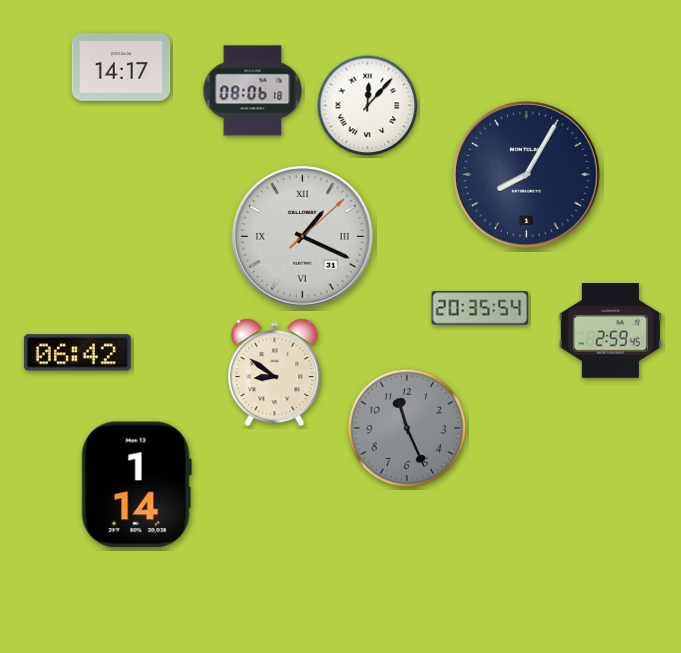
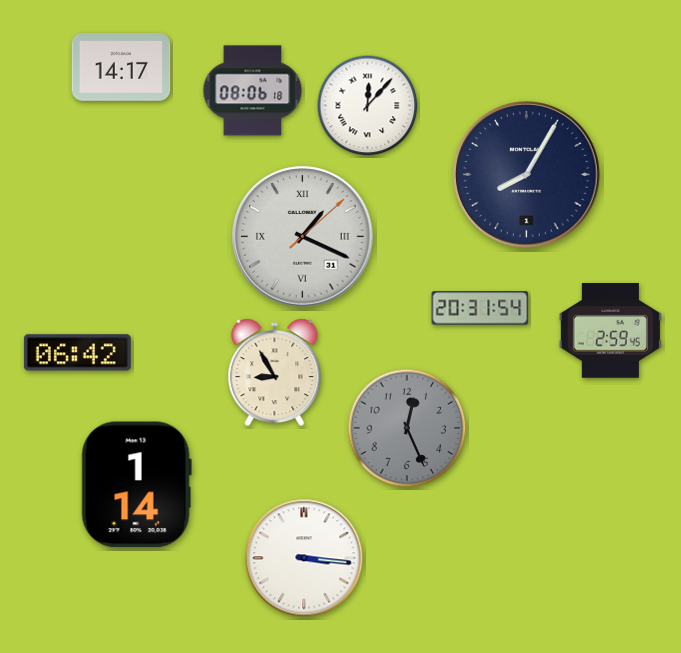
clock at (480, 308): 20:35 -> 20:31
clock at (275, 373): 8:51 -> 8:55
clock at (407, 428): 11:26 -> 12:26
clock at (304, 558): none -> 3:16
